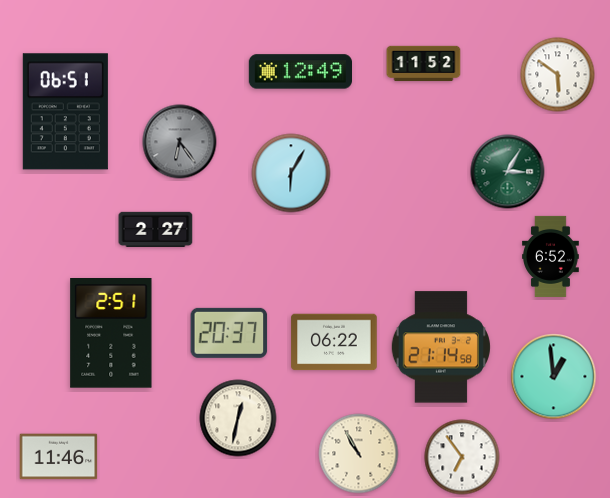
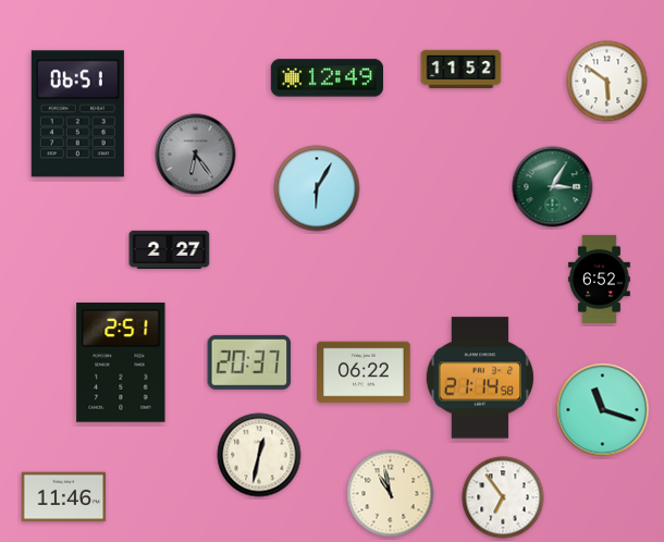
clock at (65, 112) position: (65, 112) -> (77, 114)
clock at (554, 377): 12:59 -> 11:18
clock at (359, 454): 10:55 -> 10:58
